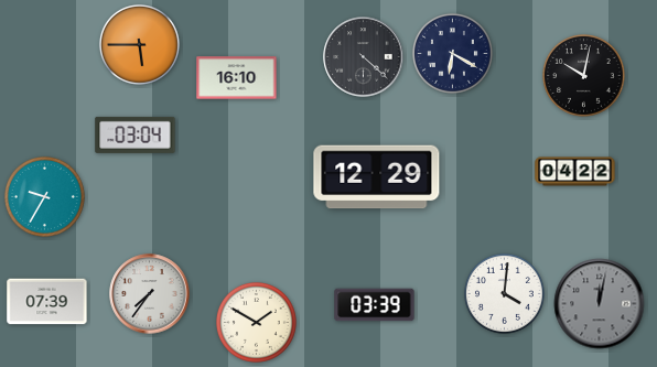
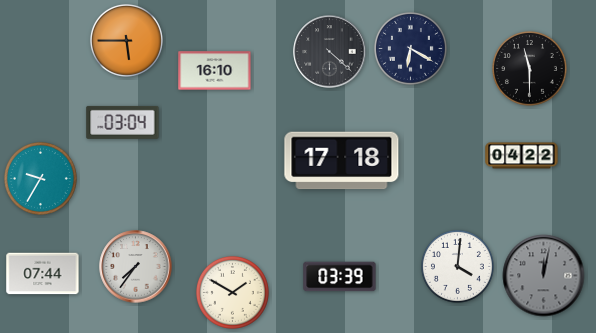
clock at (584, 76): 10:02 -> 11:30
clock at (377, 177): 12:29 -> 17:18
clock at (47, 302): 07:39 -> 07:44
